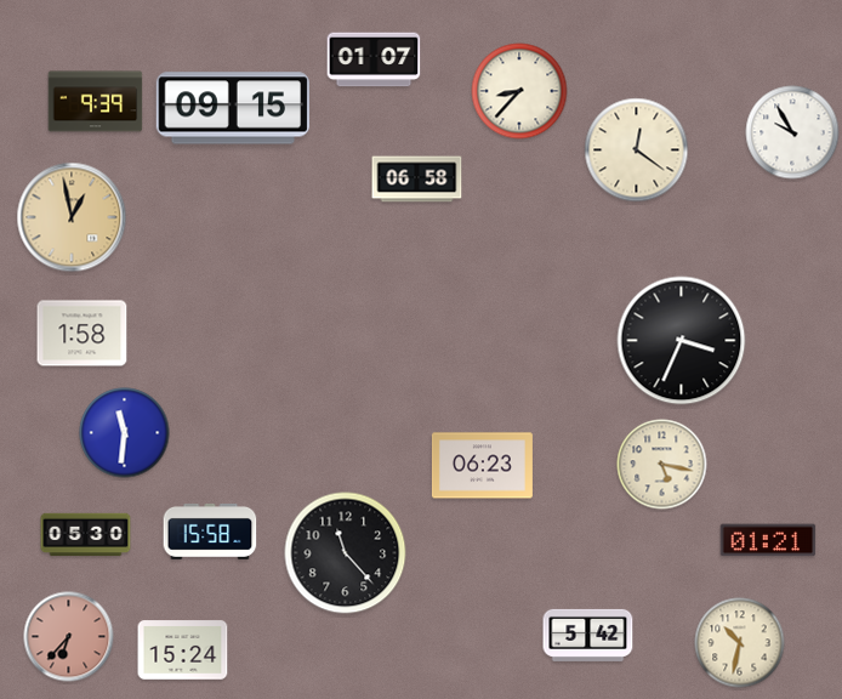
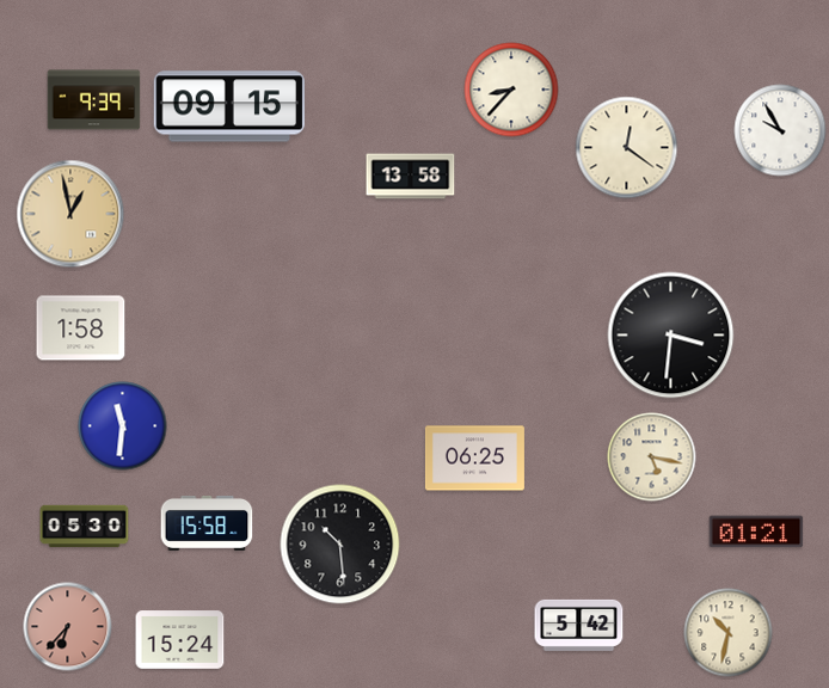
clock at (374, 59): 01:07 -> none
clock at (417, 180): 06:58 -> 13:58
clock at (682, 341): 3:34 -> 3:31
clock at (482, 466): 06:23 -> 06:25
clock at (346, 553): 11:23 -> 10:29
